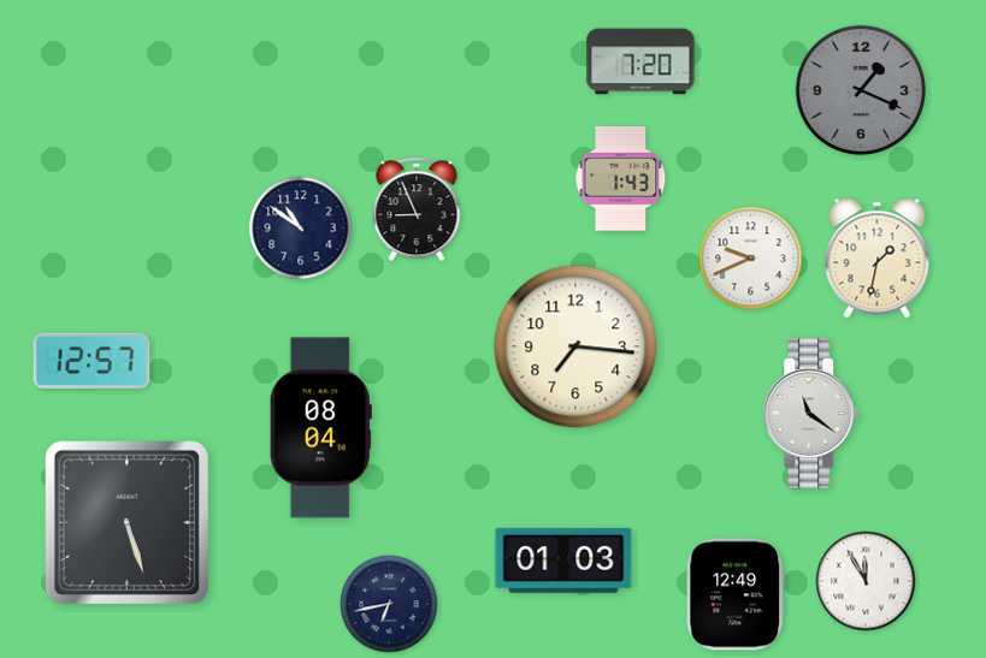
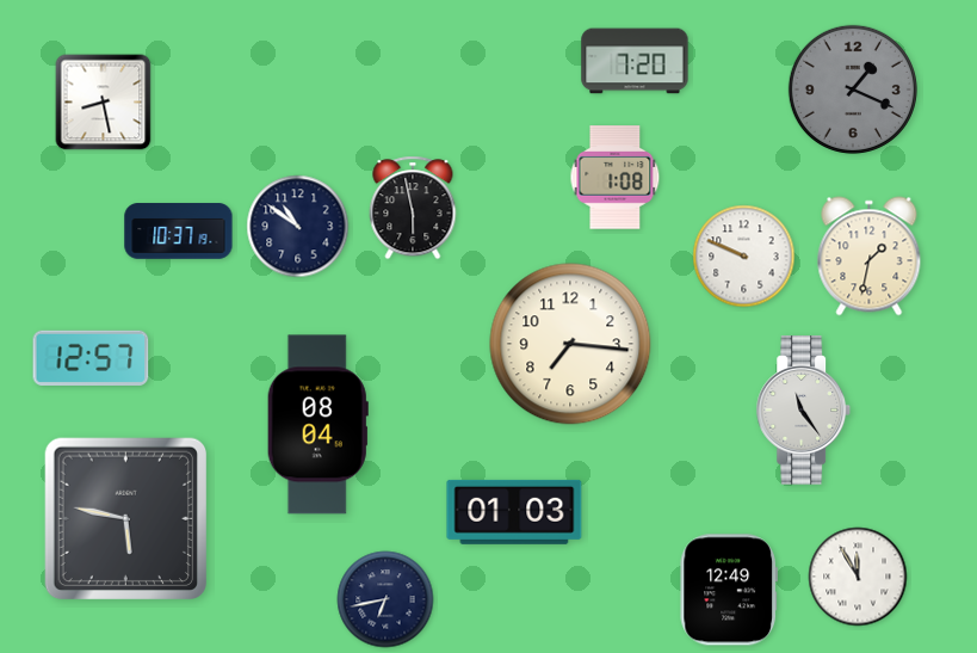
clock at (104, 103): none -> 8:28
clock at (621, 179): 1:43 -> 1:08
clock at (417, 209): 8:56 -> 5:58
clock at (179, 232): none -> 10:37
clock at (751, 259): 9:41 -> 9:49
clock at (811, 414): 11:21 -> 11:24
clock at (126, 522): 5:27 -> 5:47
clock at (563, 561) position: (563, 561) -> (514, 512)
